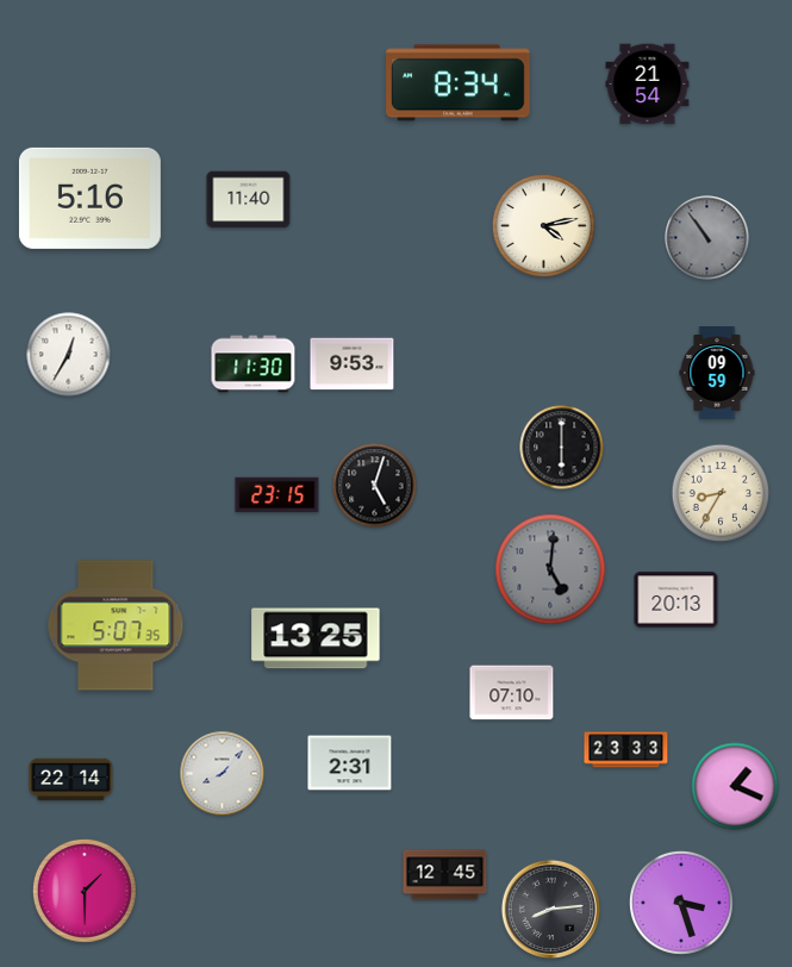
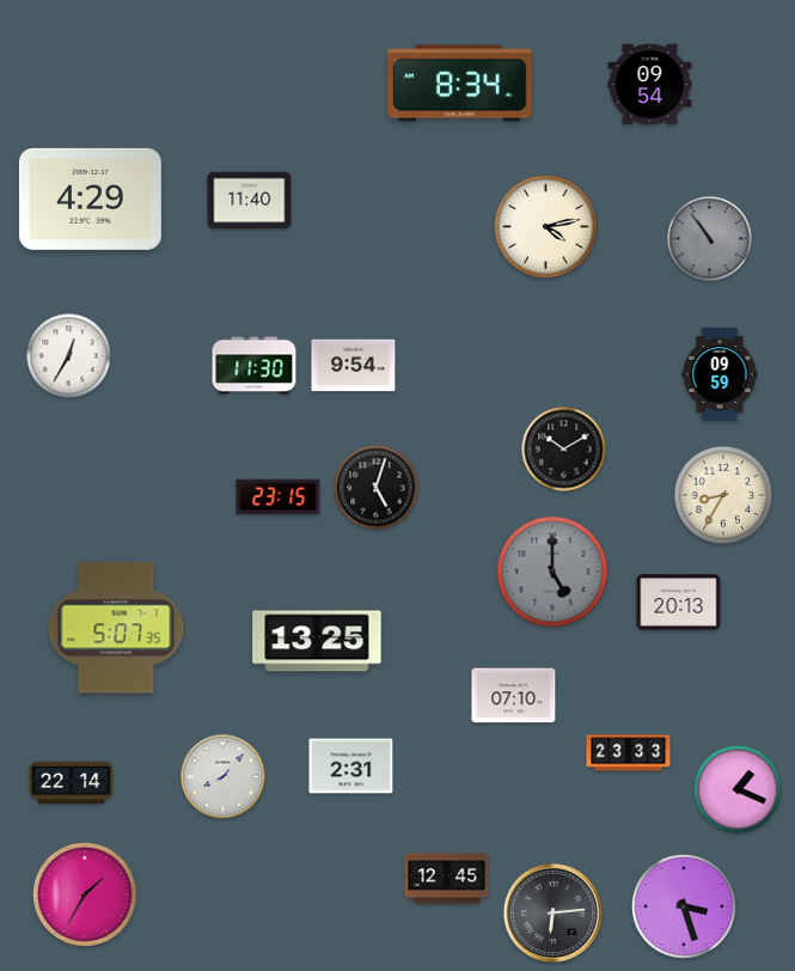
clock at (648, 85): 21:54 -> 09:54
clock at (89, 198): 5:16 -> 4:29
clock at (353, 364): 9:53 -> 9:54
clock at (562, 448): 6:00 -> 10:10
clock at (550, 569): 5:01 -> 5:00
clock at (85, 891): 1:30 -> 1:35
clock at (550, 909): 8:14 -> 6:14
